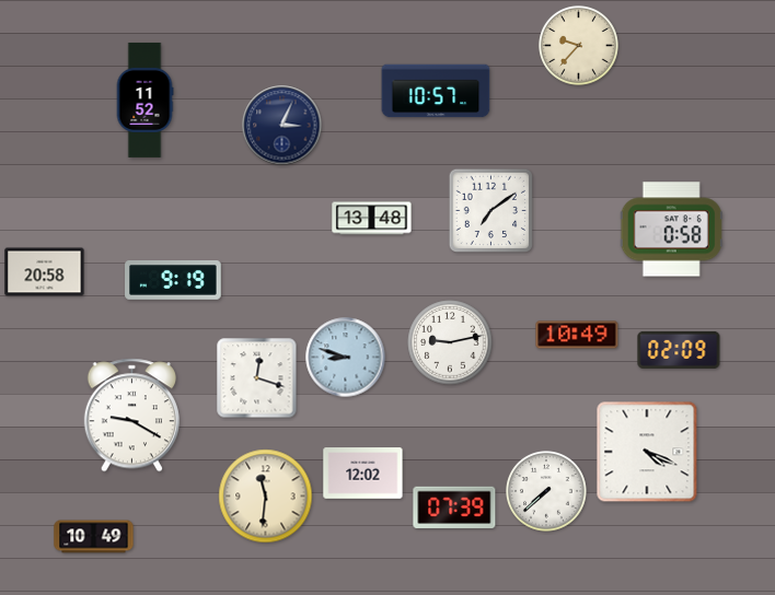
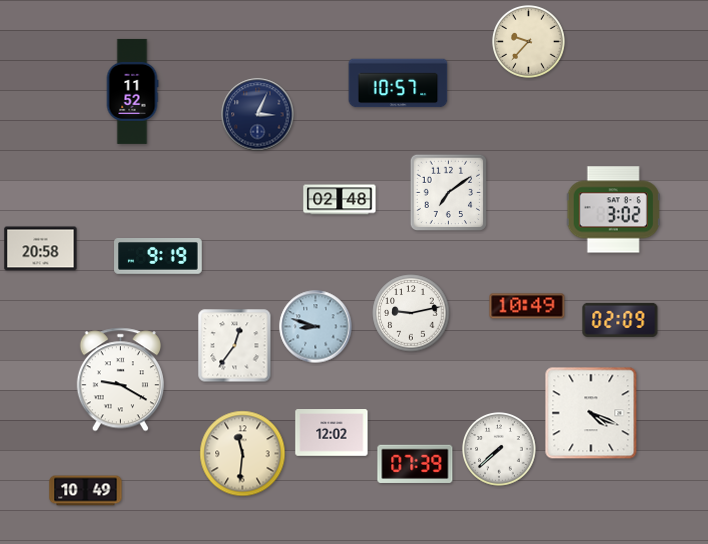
clock at (372, 219): 13:48 -> 02:48
clock at (671, 230): 0:58 -> 3:02
clock at (257, 378): 12:18 -> 12:36
